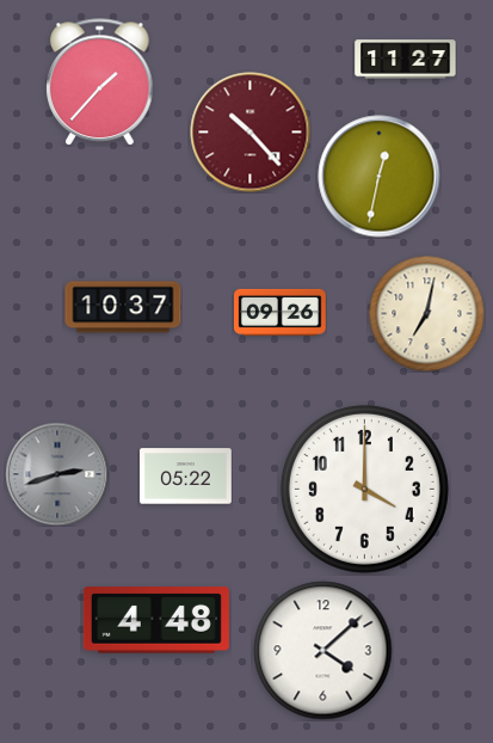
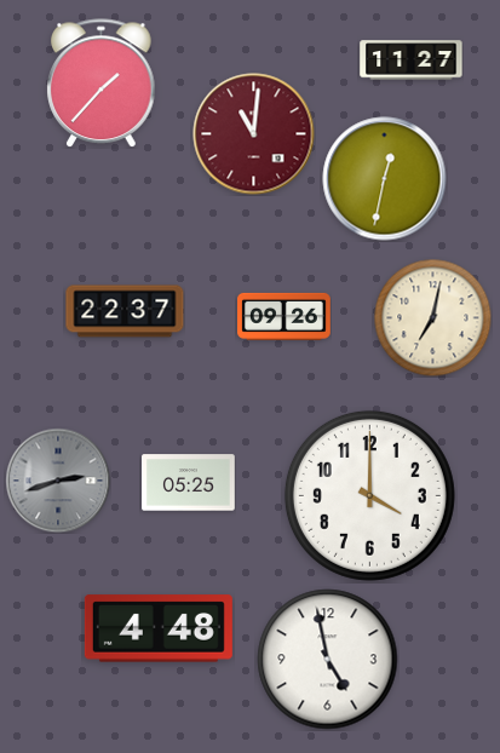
clock at (251, 133): 10:23 -> 11:01
clock at (123, 307): 10:37 -> 22:37
clock at (186, 477): 05:22 -> 05:25
clock at (323, 651): 4:08 -> 4:58
